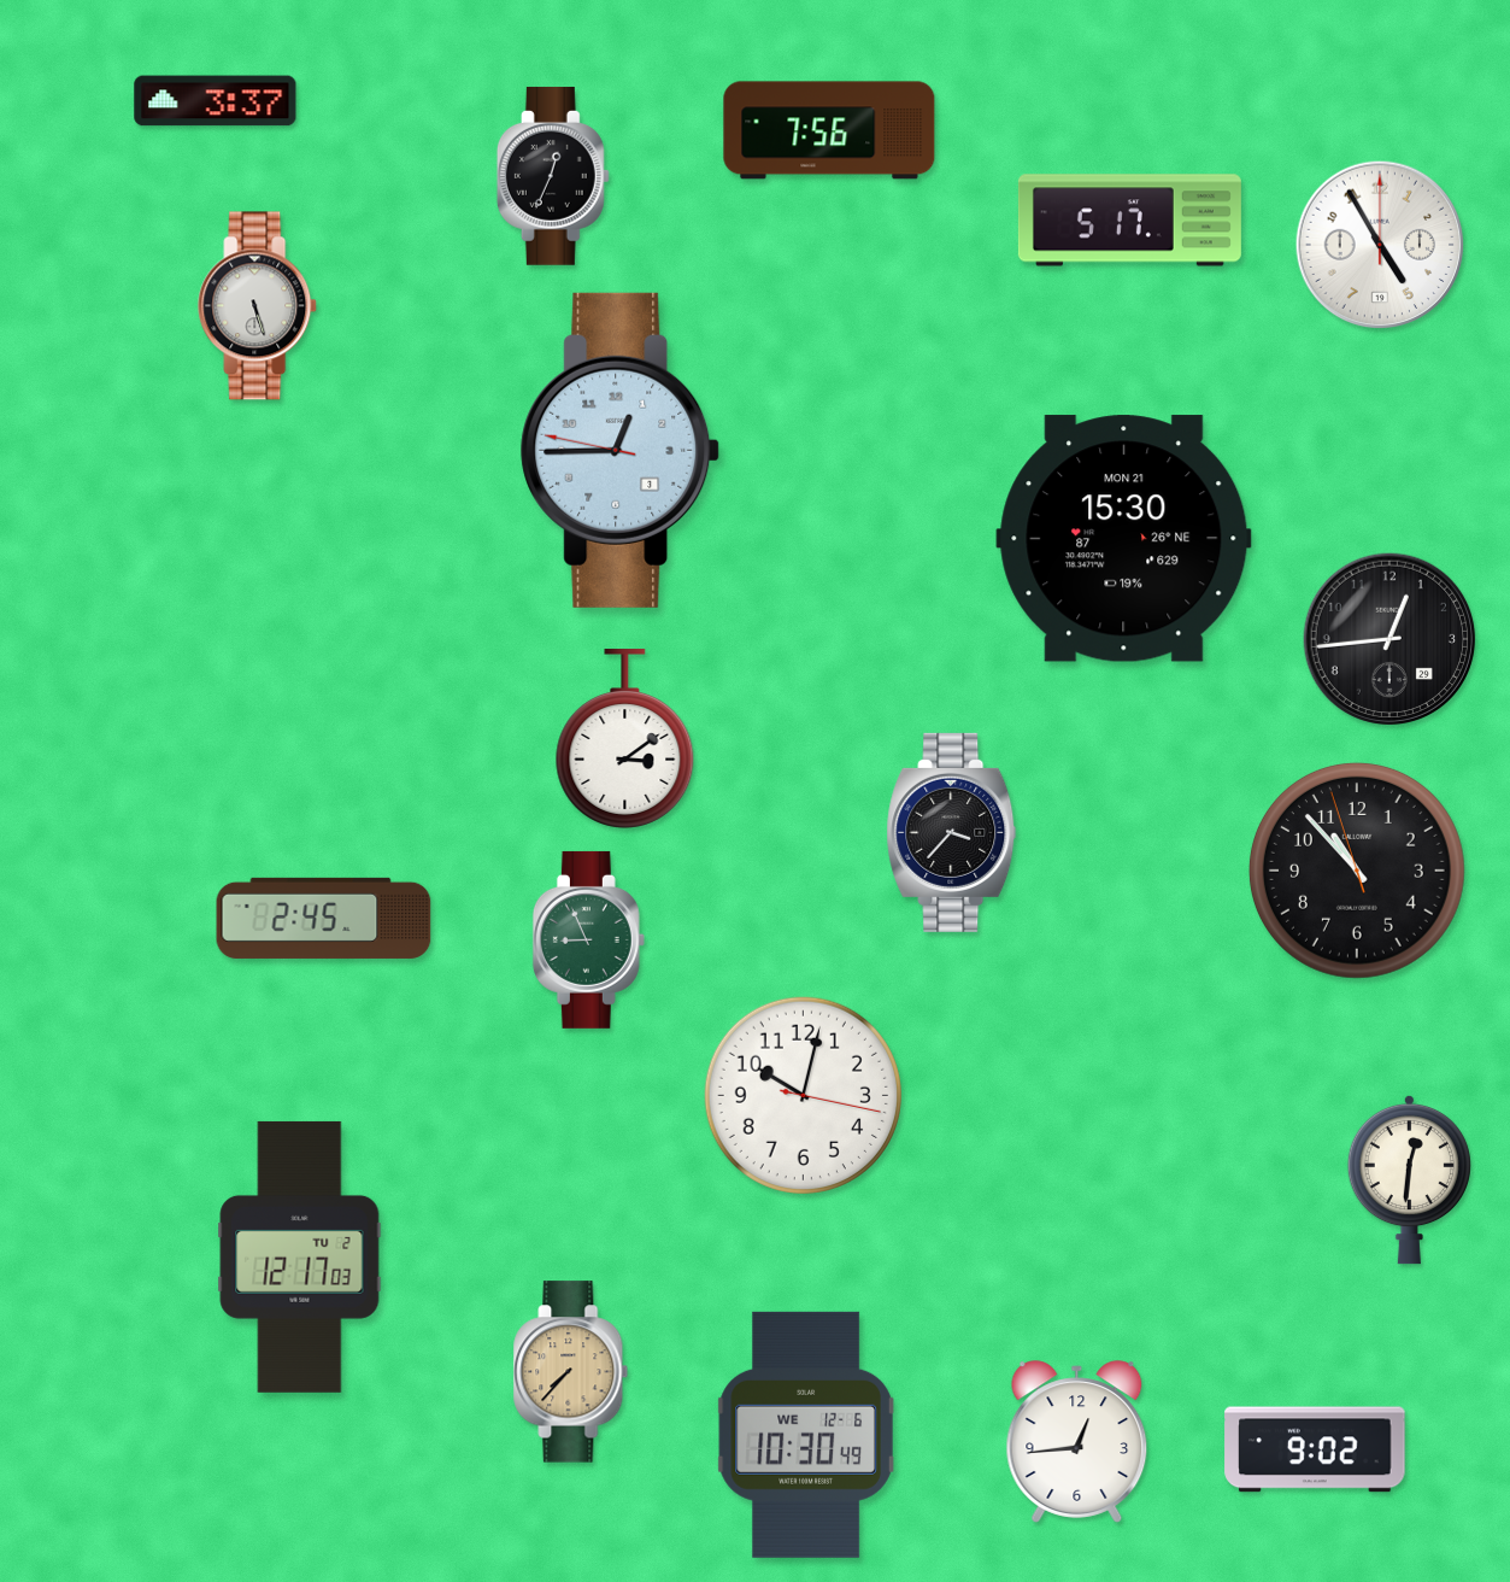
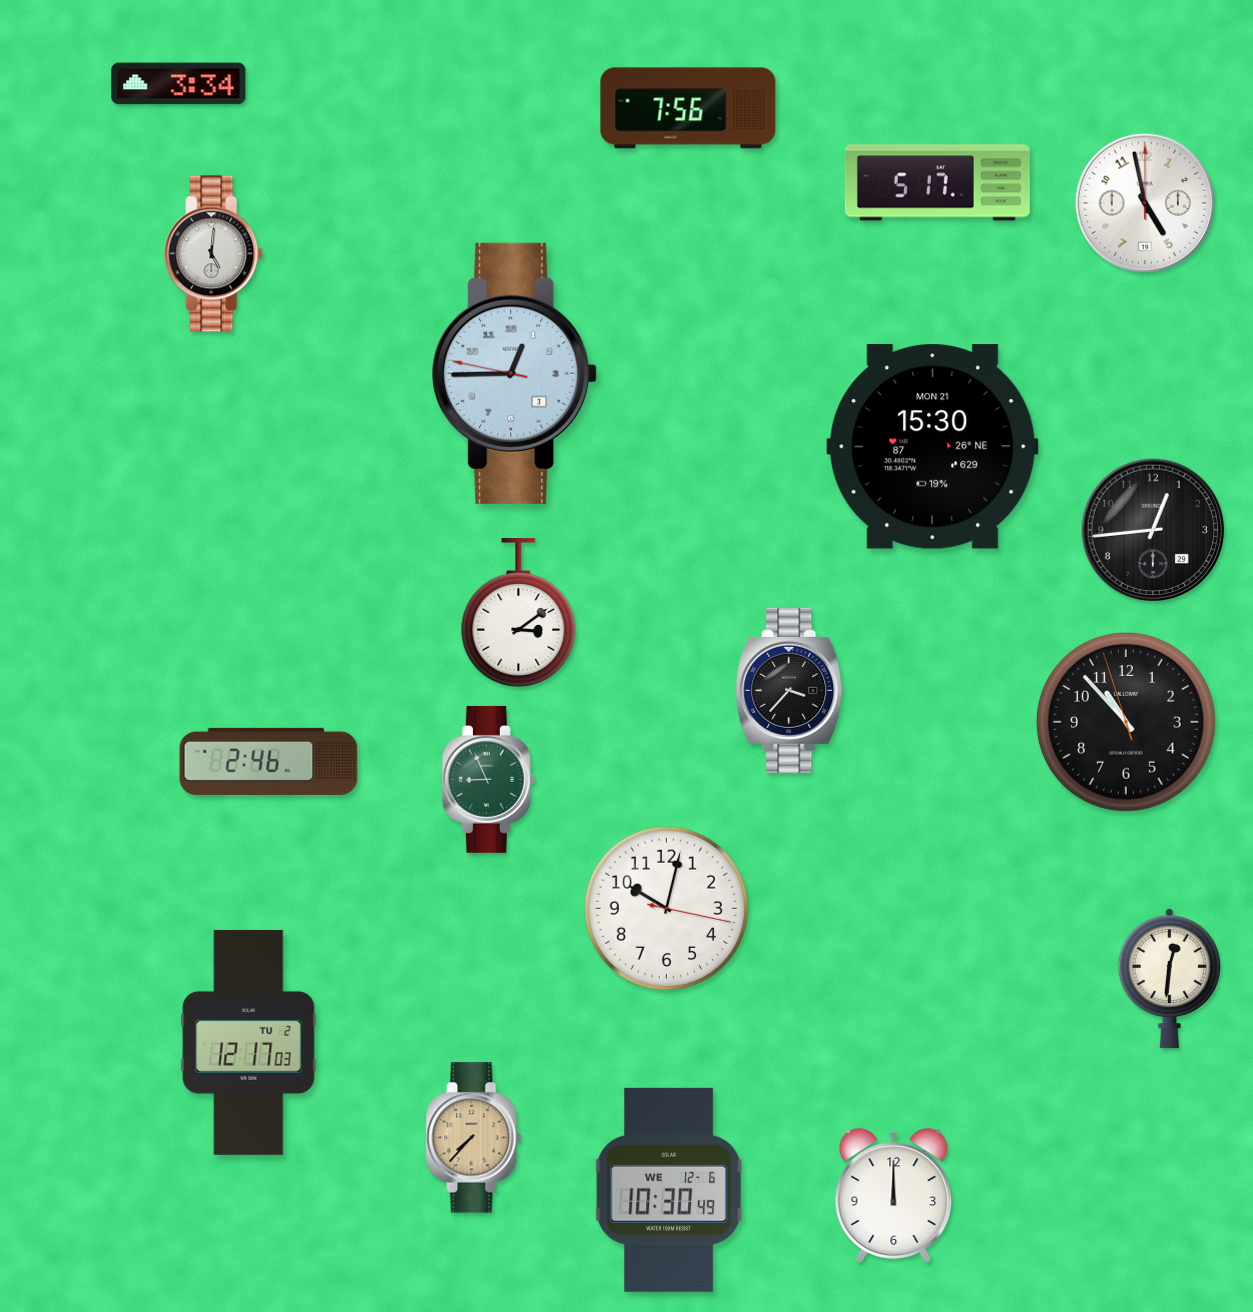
clock at (216, 101): 3:37 -> 3:34
clock at (553, 176): 12:34 -> none
clock at (1380, 245): 4:55 -> 4:58
clock at (258, 306): 5:27 -> 5:01
clock at (324, 918): 2:45 -> 2:46
clock at (1077, 1442): 12:44 -> 12:00
clock at (1315, 1449): 9:02 -> none
